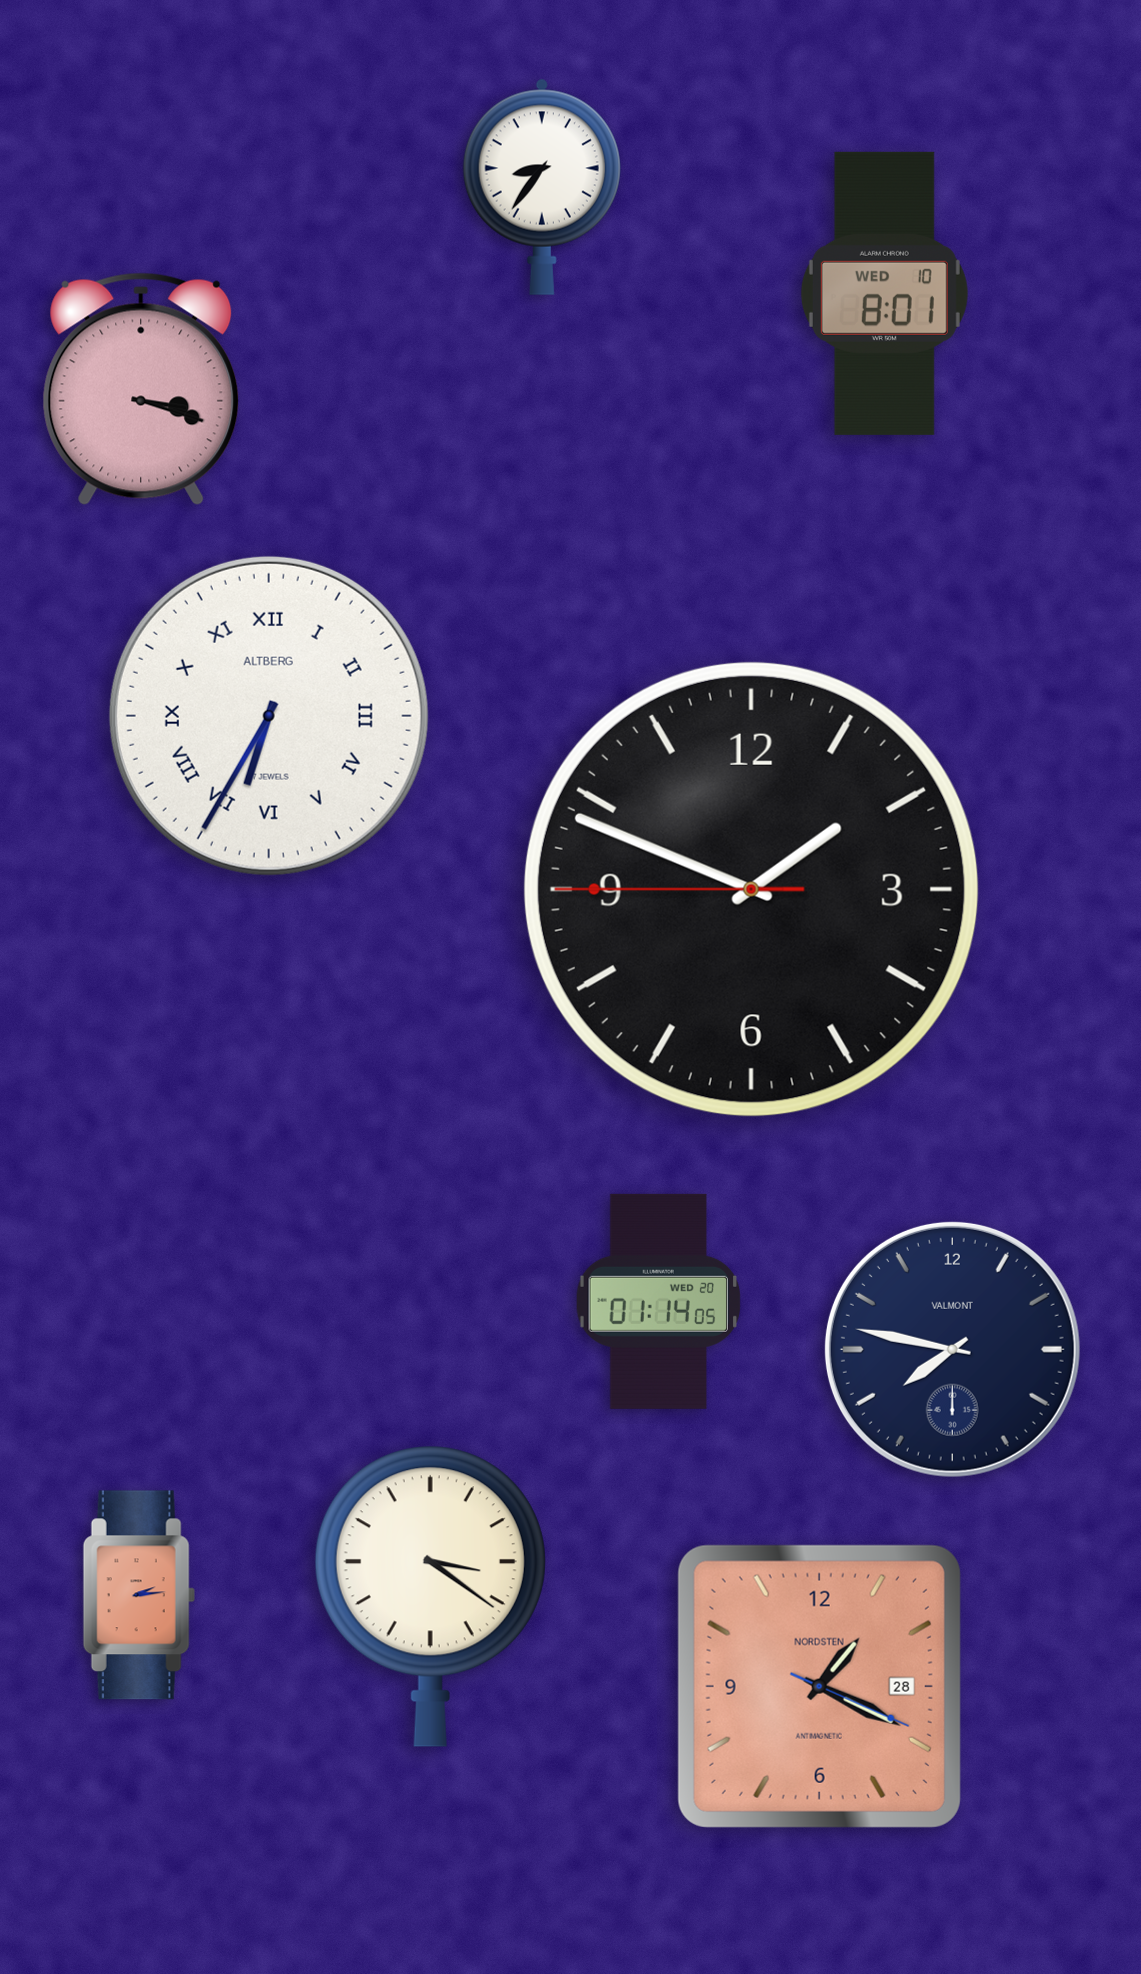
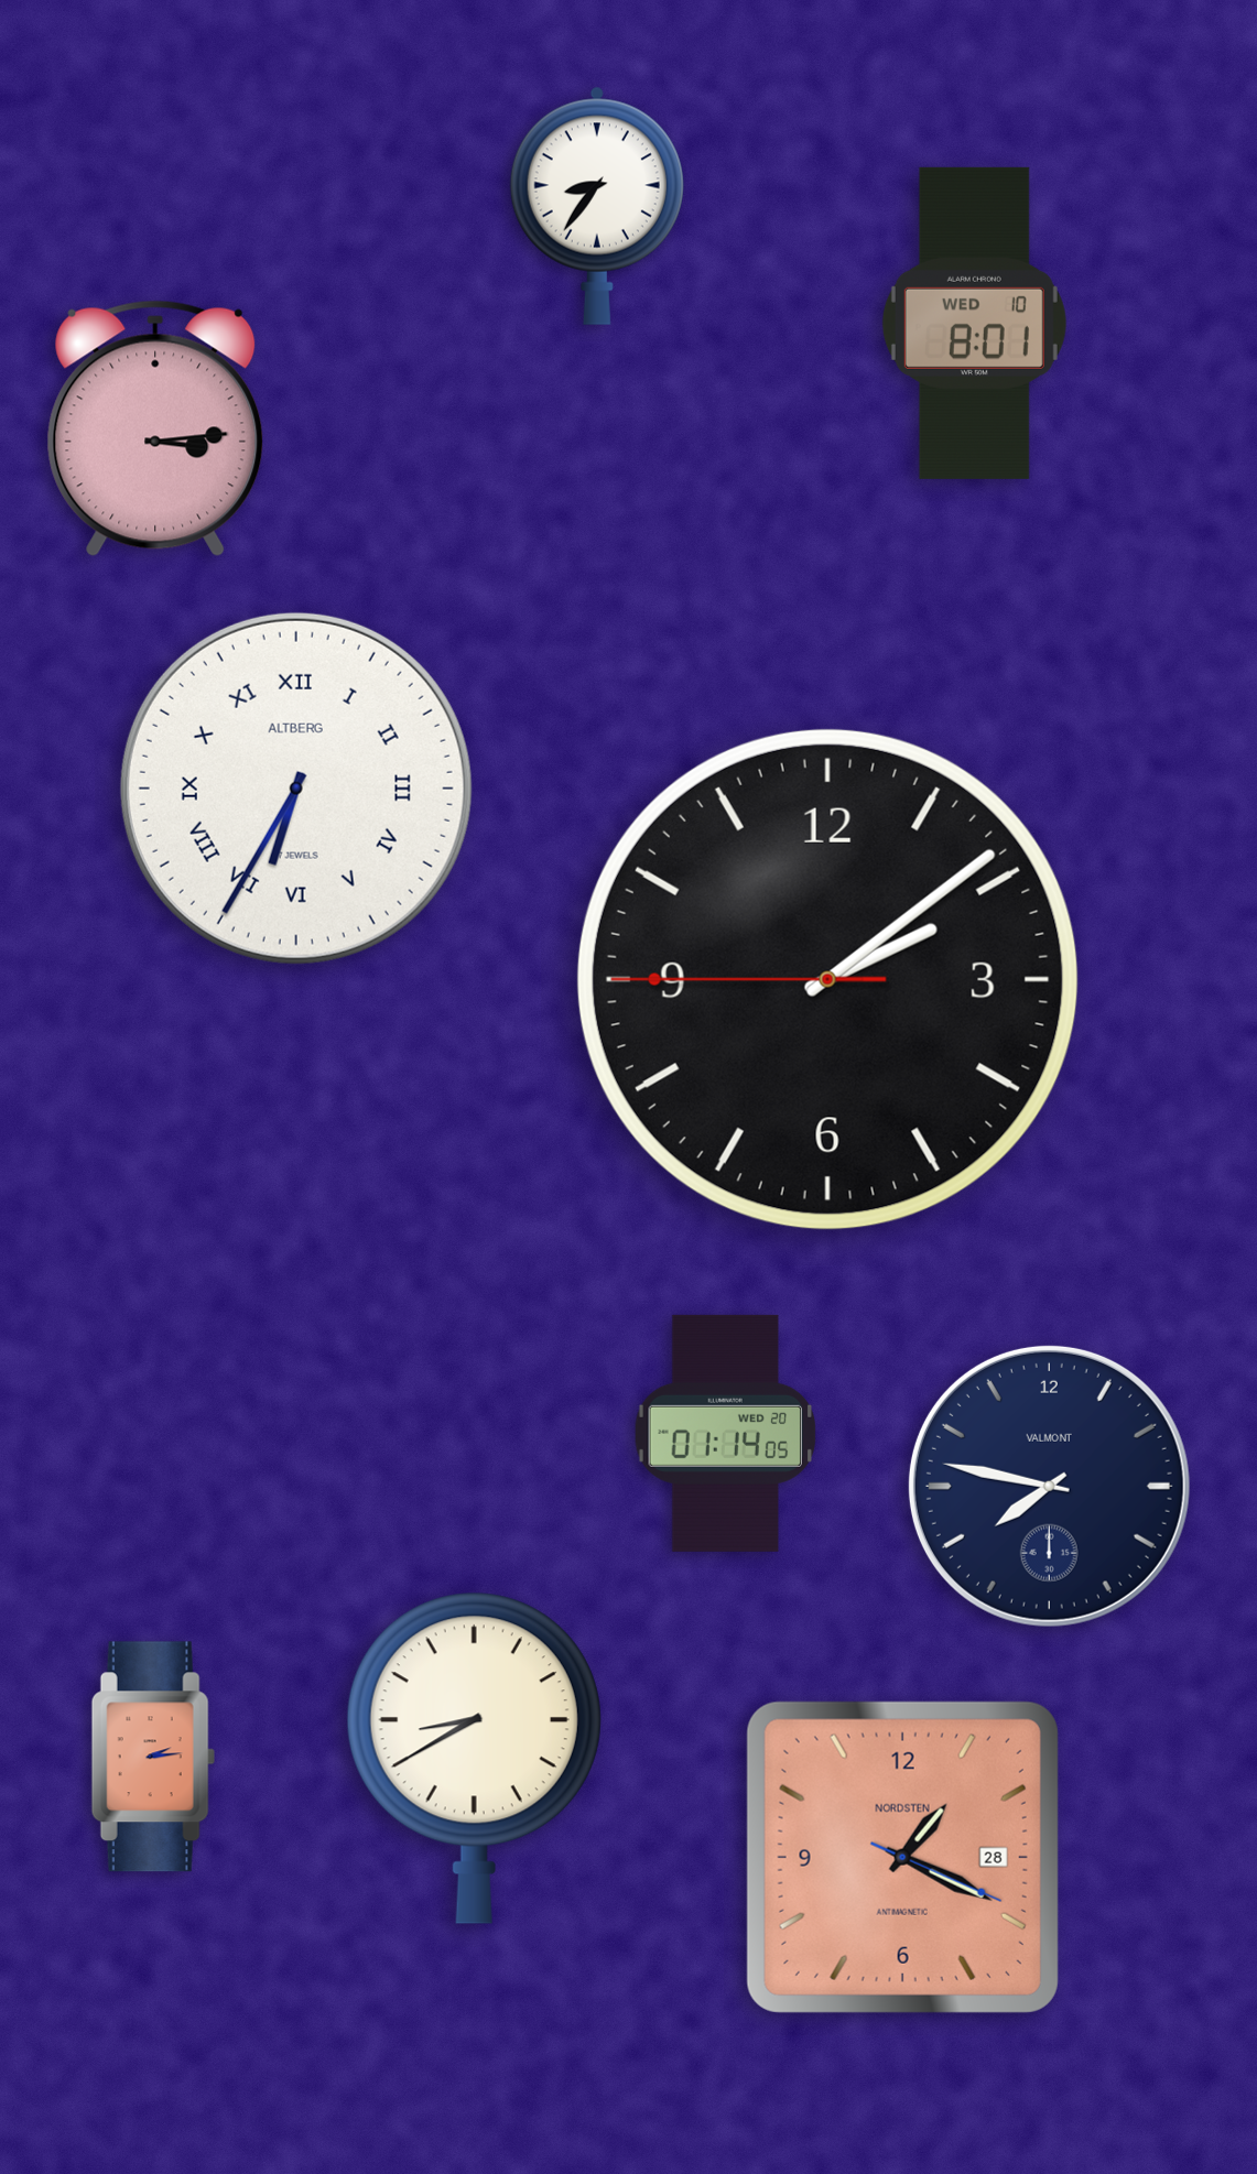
clock at (141, 389): 3:18 -> 3:14
clock at (751, 889): 1:48 -> 2:08
clock at (430, 1596): 3:21 -> 8:40
